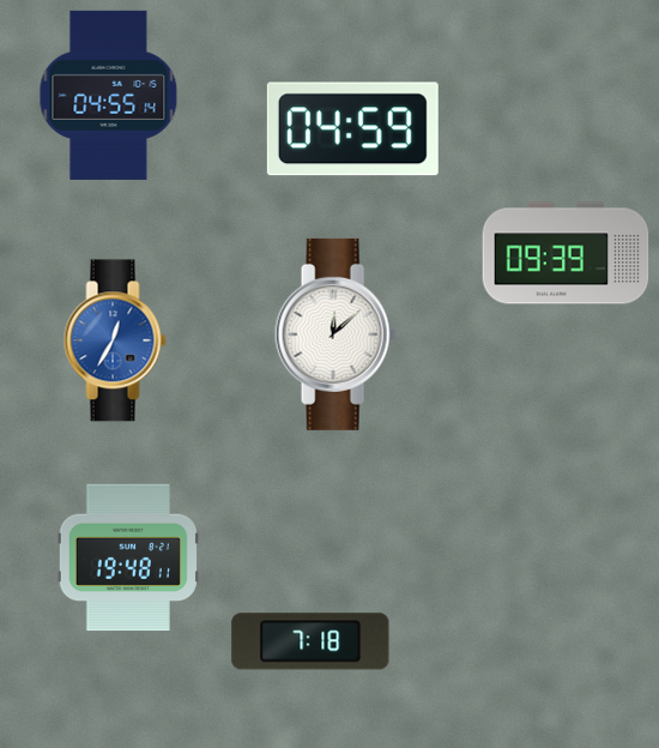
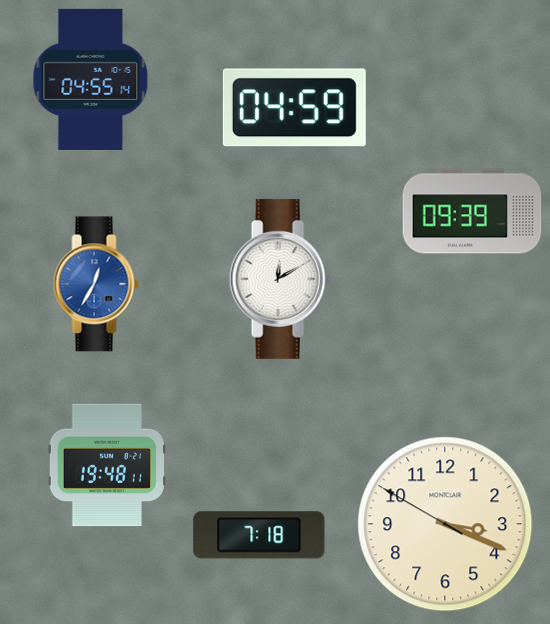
clock at (335, 334): 12:08 -> 12:10
clock at (445, 524): none -> 3:18
